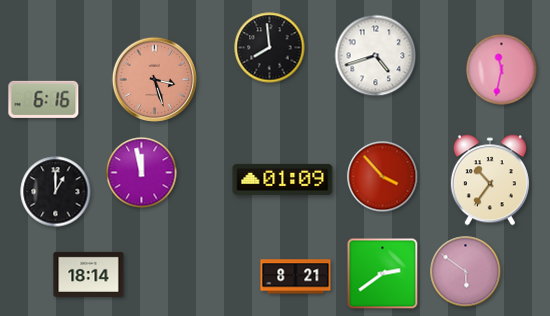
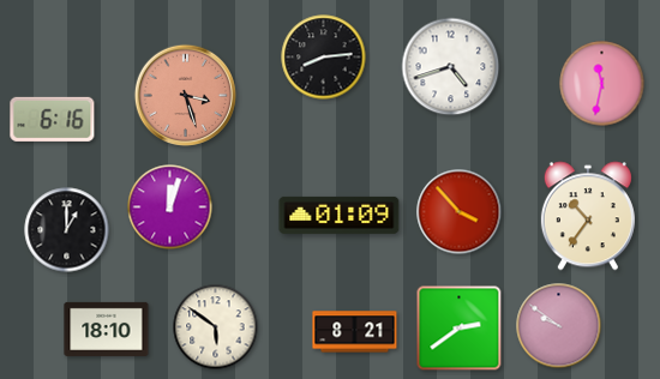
clock at (270, 48): 7:59 -> 8:14
clock at (142, 173): 11:58 -> 12:03
clock at (466, 272): 5:51 -> 9:51
clock at (216, 327): none -> 5:51
clock at (89, 274): 18:14 -> 18:10
